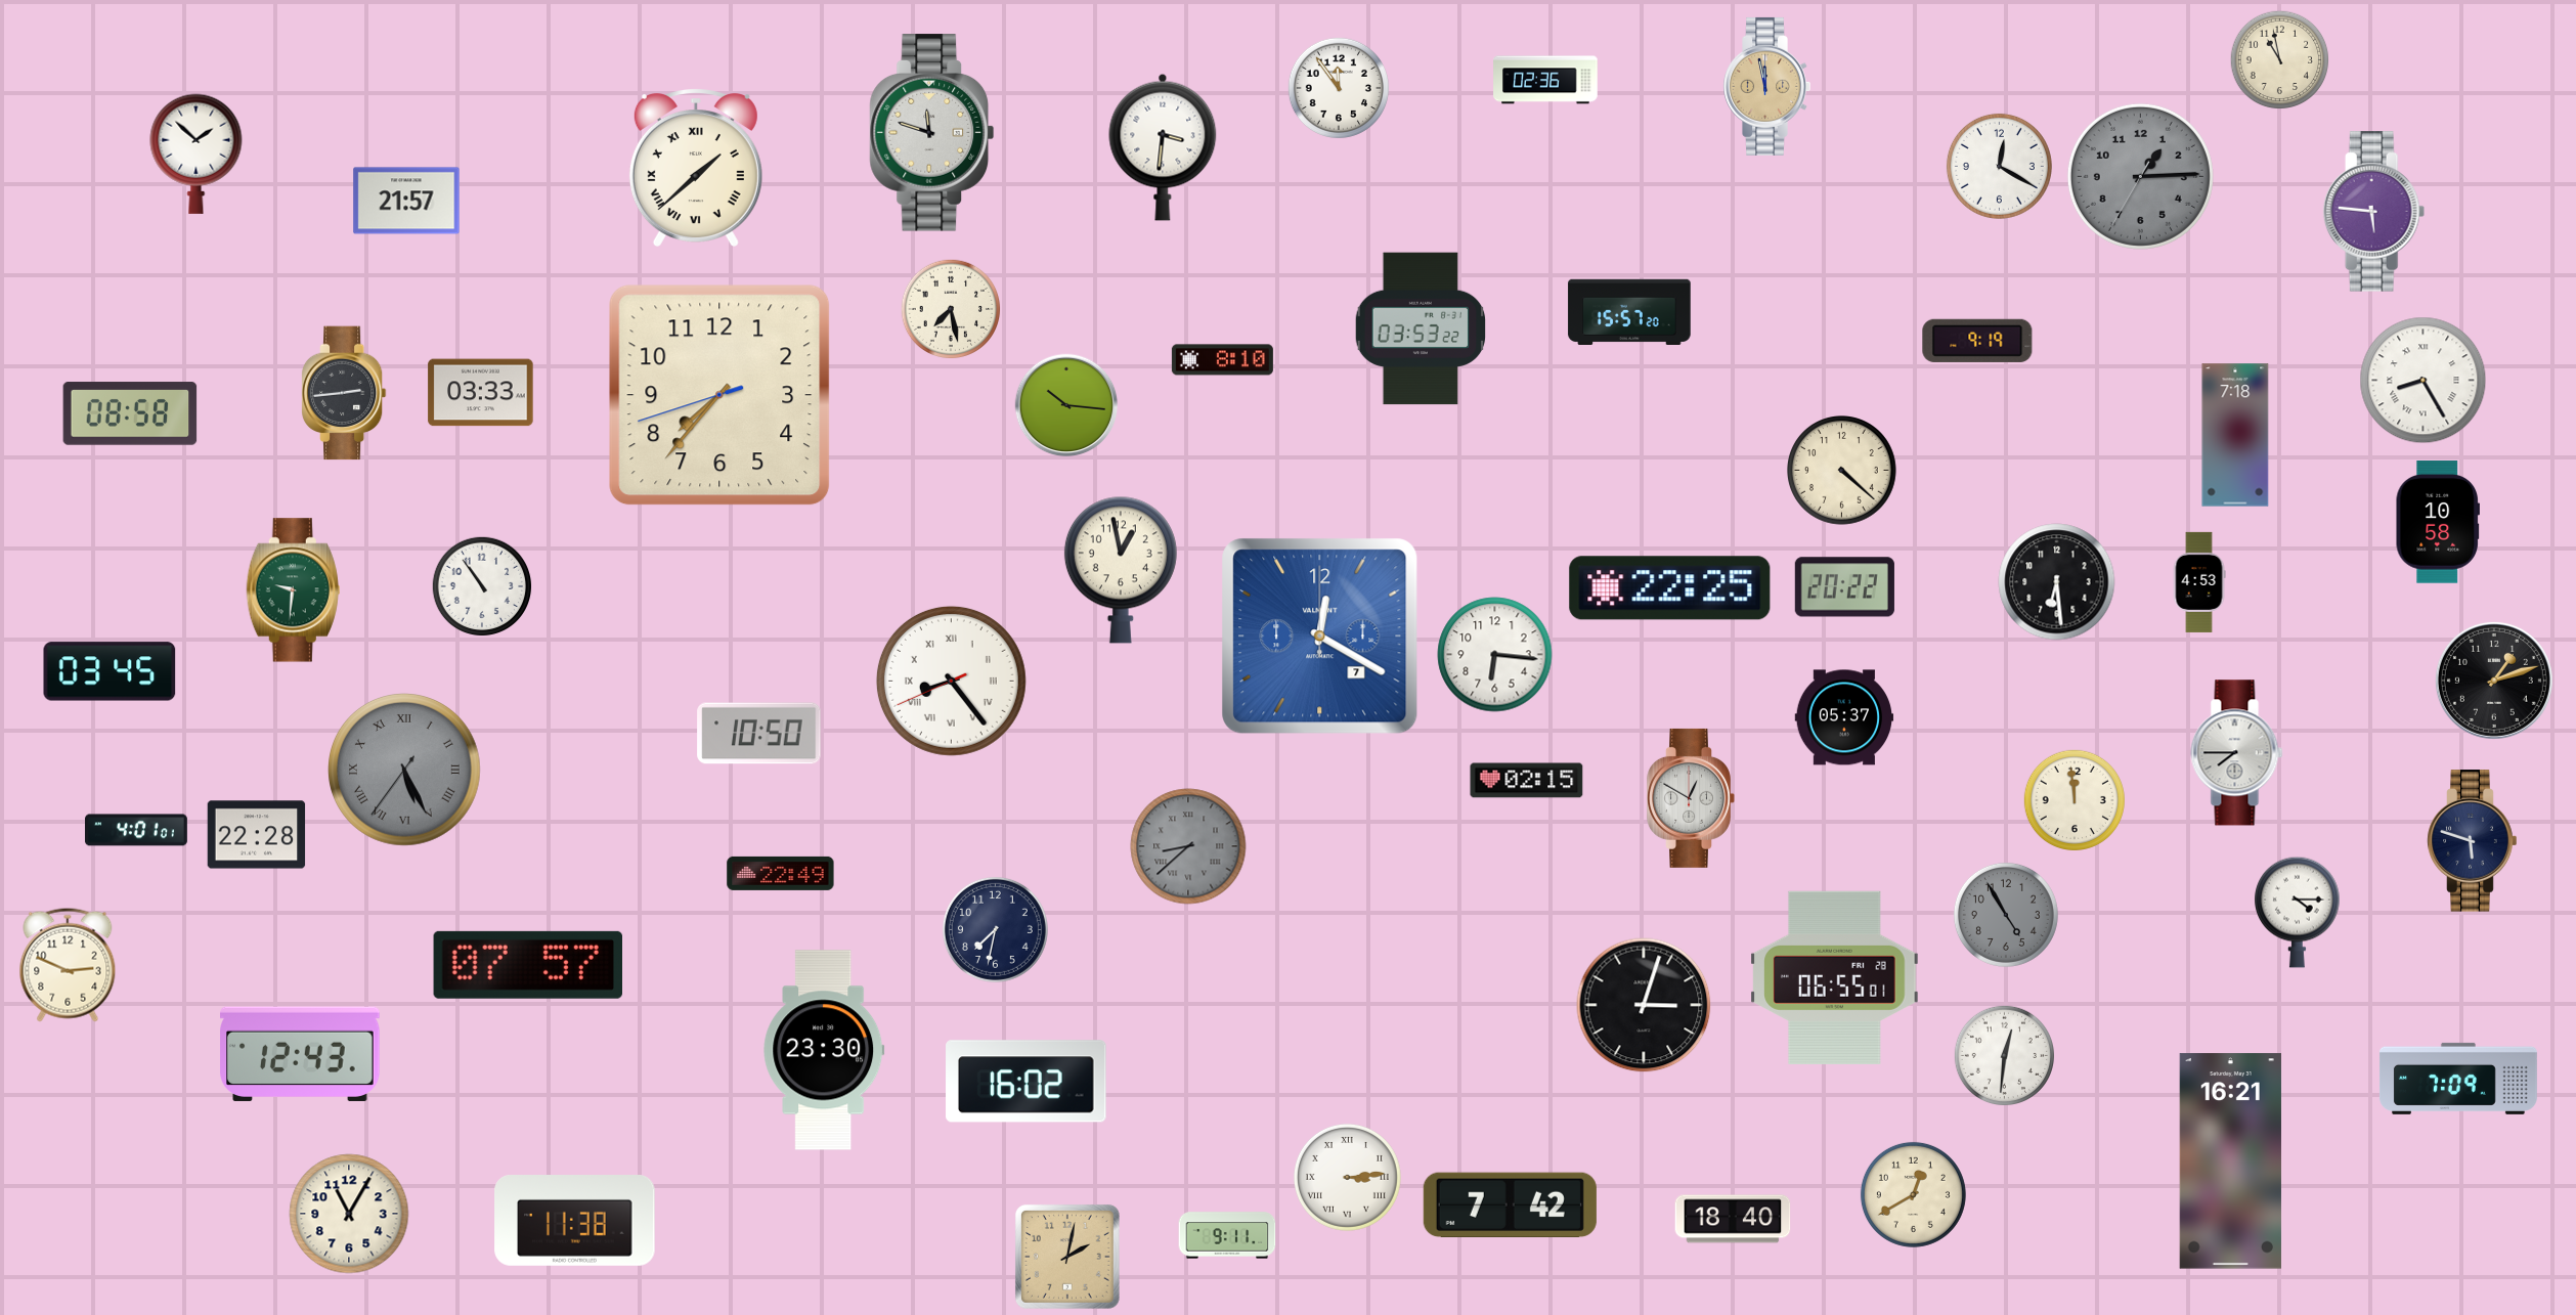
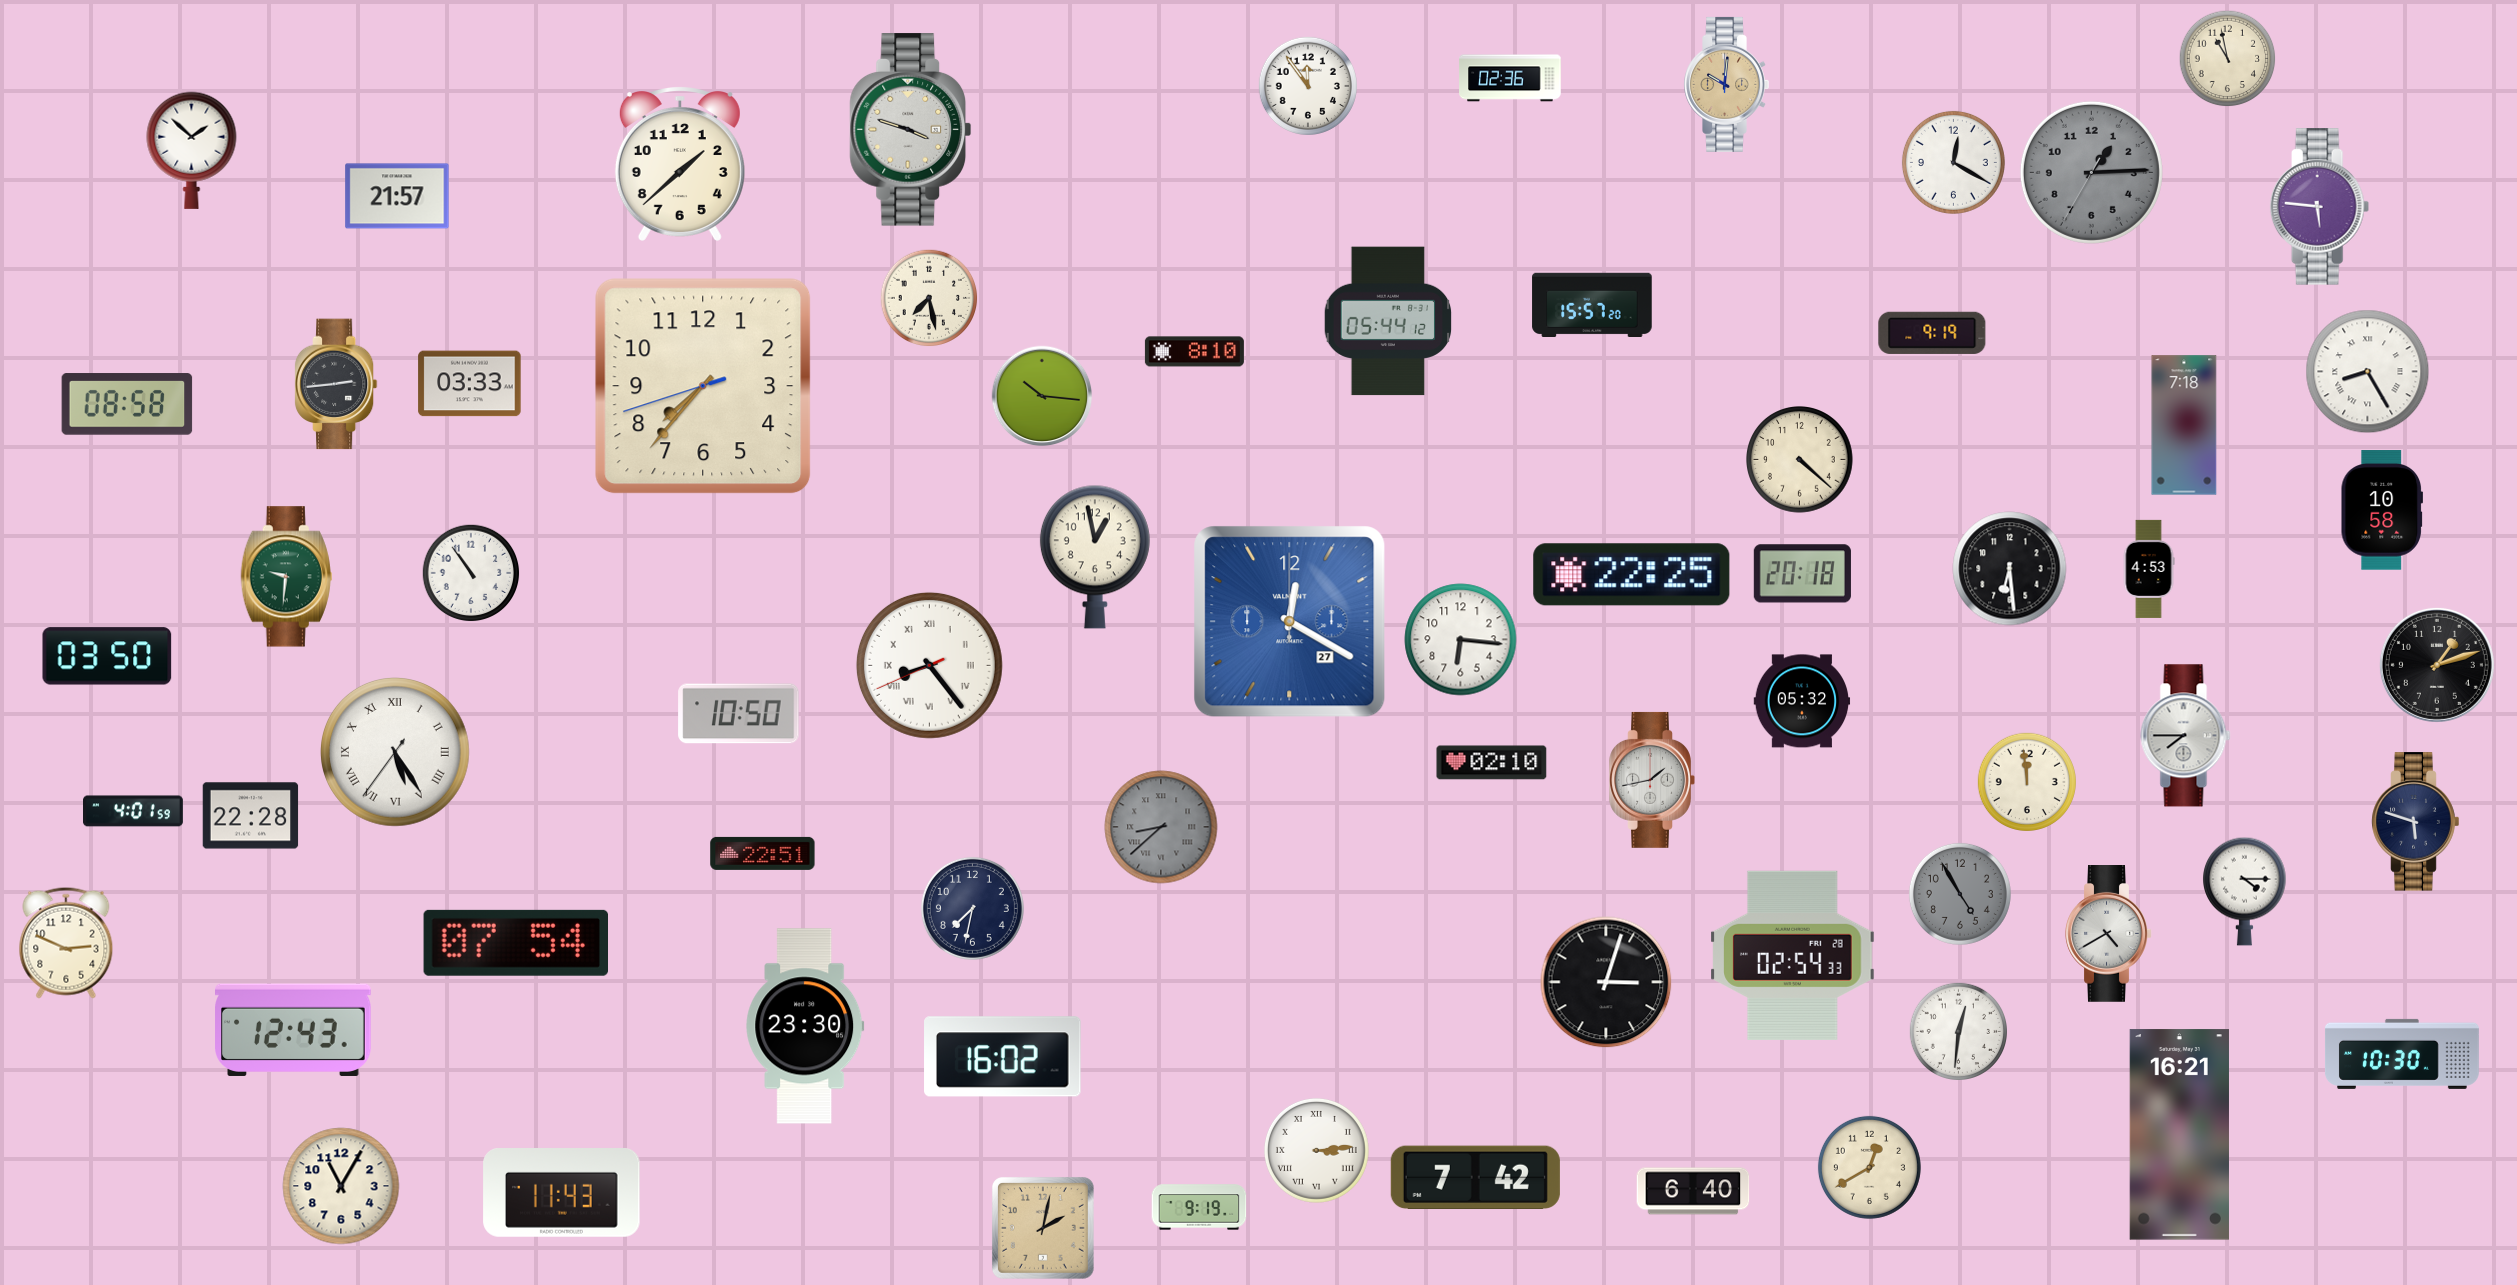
clock at (1766, 86): 11:58 -> 10:01
clock at (932, 133): 11:48 -> 3:48
clock at (1163, 147): 3:31 -> none
clock at (696, 168) numerals: Roman -> Arabic
clock at (951, 309) position: (951, 309) -> (929, 298)
clock at (1421, 328): 03:53 -> 05:44
clock at (1844, 587): 20:22 -> 20:18
clock at (1320, 637) date: 7 -> 27
clock at (110, 671): 03:45 -> 03:50
clock at (1844, 717): 05:37 -> 05:32
clock at (759, 734) position: (759, 734) -> (739, 714)
clock at (405, 771): 5:25 -> 5:24
clock at (405, 771) dial: grey -> white
clock at (1527, 781): 02:15 -> 02:10
clock at (1691, 798): 12:50 -> 1:43
clock at (137, 830): 4:01:01 -> 4:01:59
clock at (781, 873): 22:49 -> 22:51
clock at (2109, 934): none -> 4:40
clock at (527, 965): 07:57 -> 07:54
clock at (1835, 977): 06:55 -> 02:54
clock at (2458, 1079): 7:09 -> 10:30
clock at (1733, 1219): 18:40 -> 6:40
clock at (575, 1221): 11:38 -> 11:43
clock at (1227, 1235): 9:11 -> 9:19
